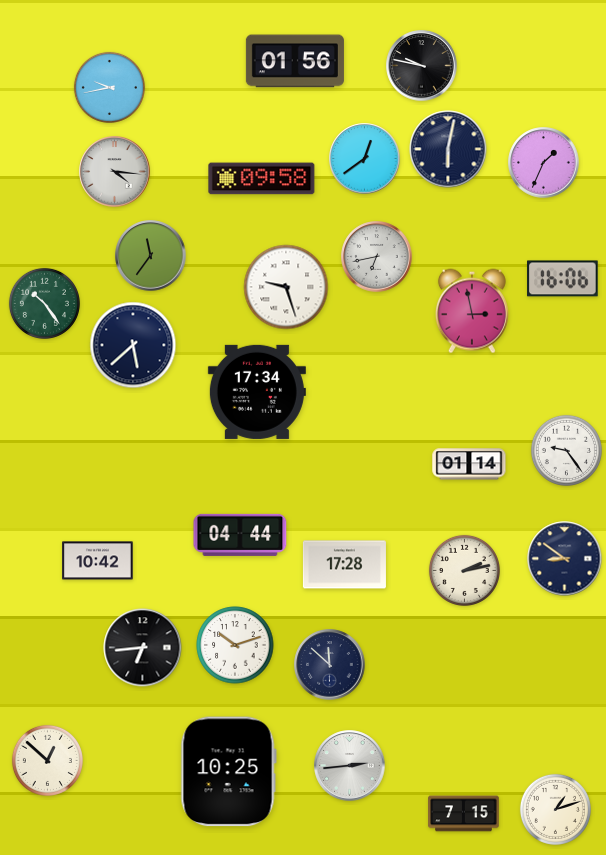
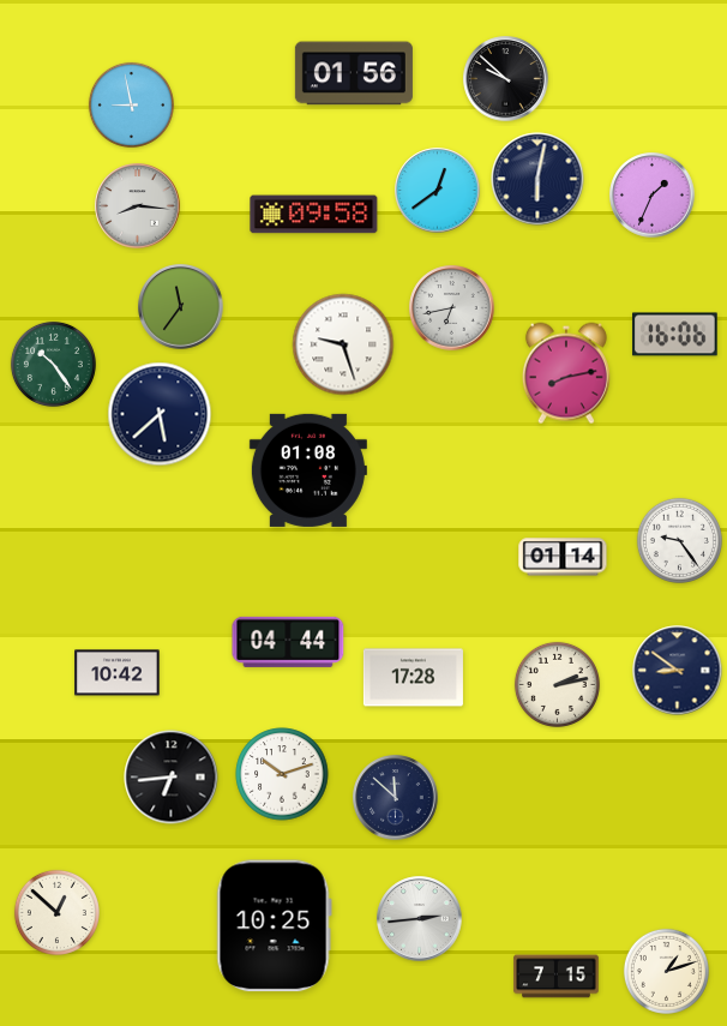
clock at (422, 66): 9:47 -> 9:52
clock at (109, 87): 9:43 -> 8:58
clock at (115, 172): 4:16 -> 8:16
clock at (472, 311): 2:58 -> 8:13
clock at (257, 392): 17:34 -> 01:08
